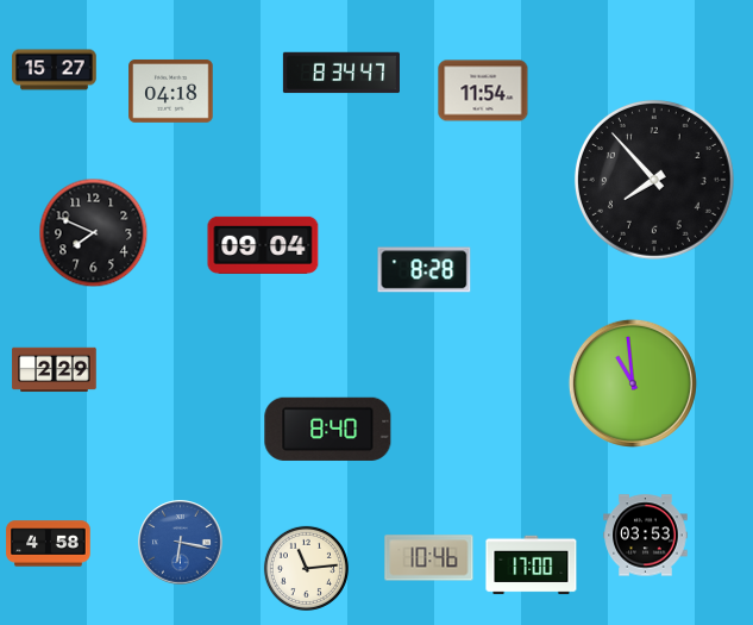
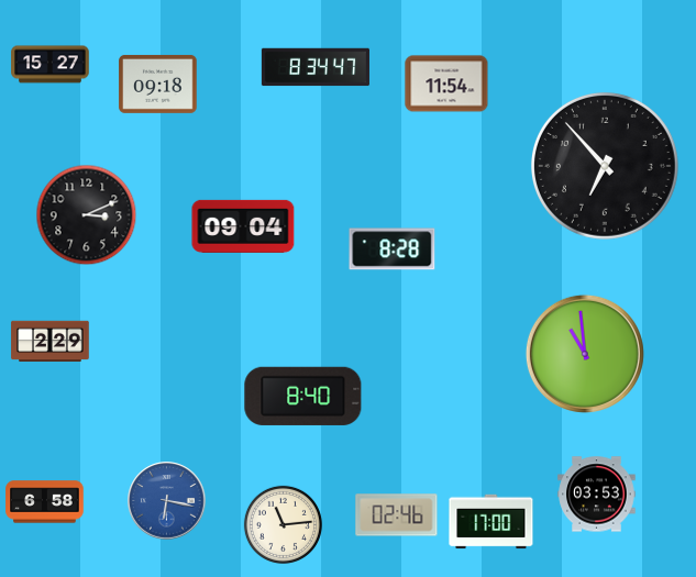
clock at (171, 92): 04:18 -> 09:18
clock at (654, 180): 7:53 -> 6:53
clock at (94, 233): 7:49 -> 3:11
clock at (49, 544): 4:58 -> 6:58
clock at (429, 558): 10:46 -> 02:46
